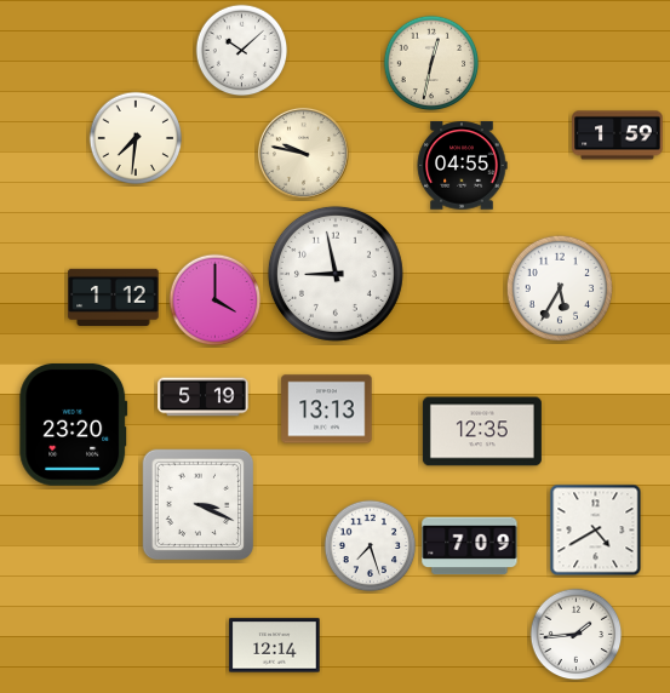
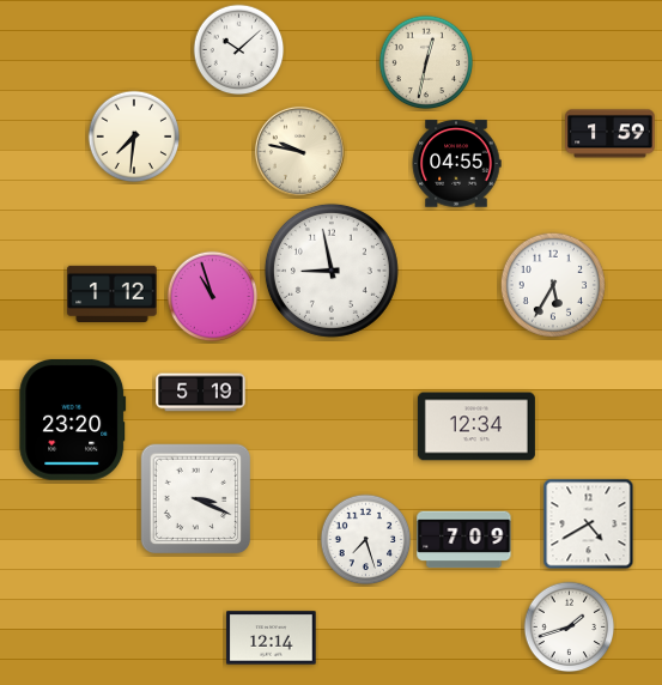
clock at (216, 300): 4:00 -> 10:57
clock at (327, 409): 13:13 -> none
clock at (482, 431): 12:35 -> 12:34
clock at (577, 635): 1:44 -> 1:42
